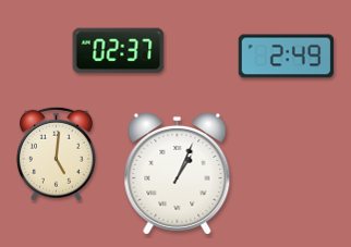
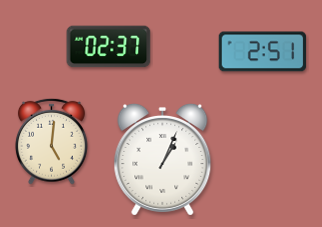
clock at (287, 57): 2:49 -> 2:51
